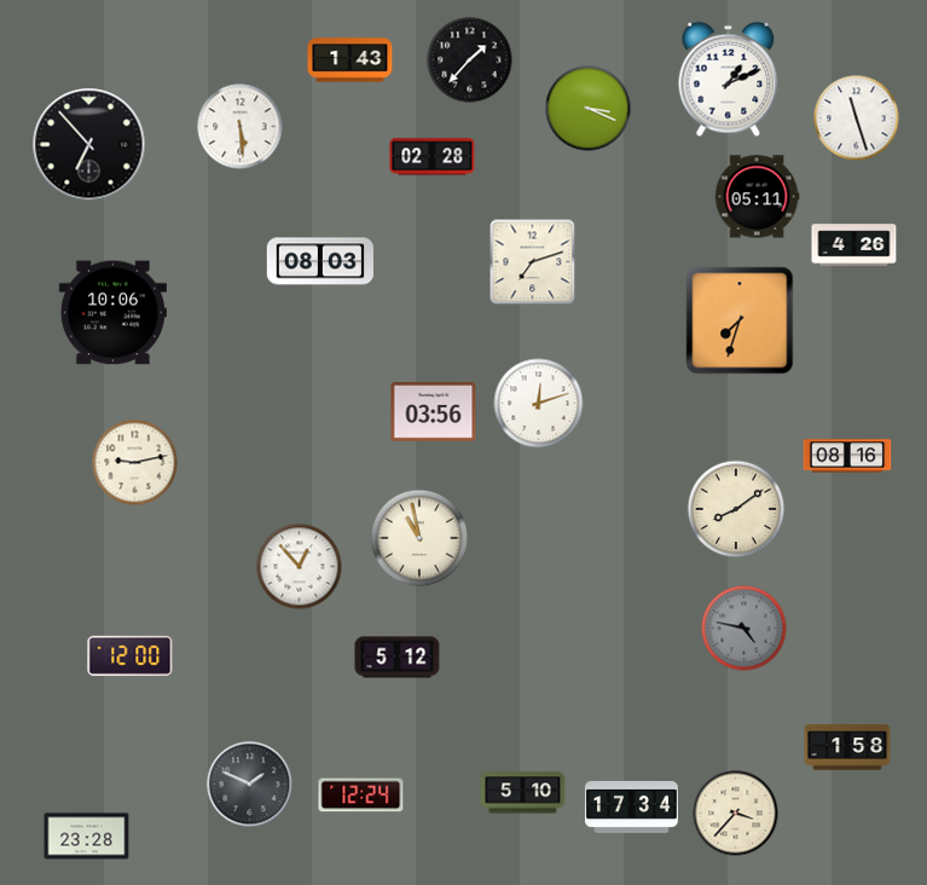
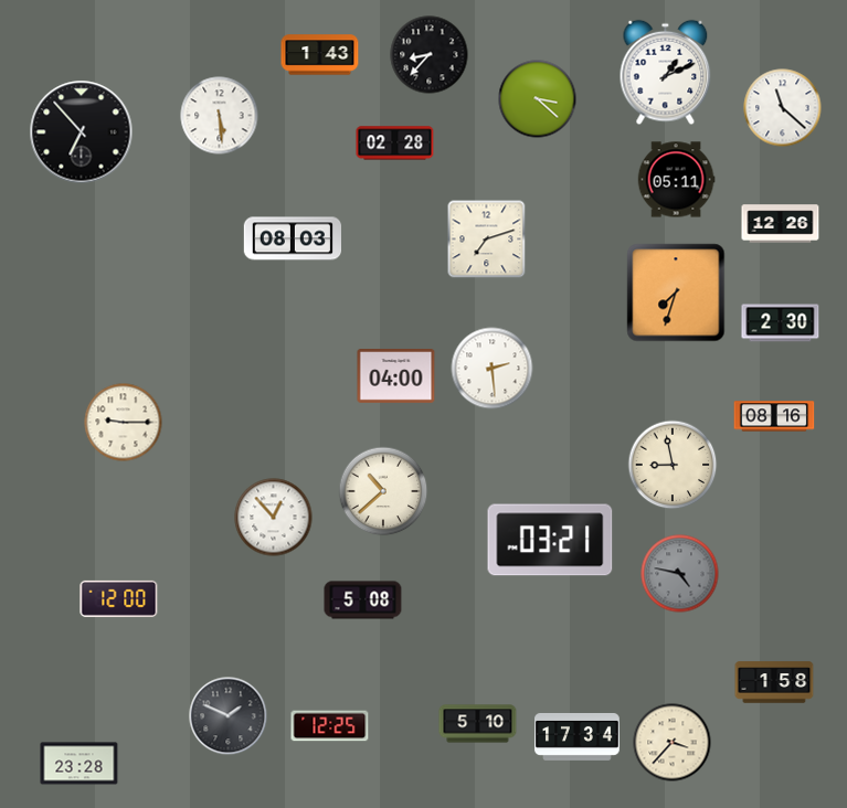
clock at (470, 60): 1:37 -> 8:37
clock at (589, 109): 3:19 -> 3:22
clock at (857, 118): 11:27 -> 11:22
clock at (757, 197) position: (757, 197) -> (676, 180)
clock at (854, 245): 4:26 -> 12:26
clock at (112, 313): 10:06 -> none
clock at (781, 323): none -> 2:30
clock at (539, 404): 12:12 -> 2:29
clock at (434, 412): 03:56 -> 04:00
clock at (135, 463): 9:13 -> 9:15
clock at (736, 509): 8:09 -> 8:58
clock at (419, 538): 10:58 -> 10:38
clock at (550, 540): none -> 03:21
clock at (398, 658): 5:12 -> 5:08
clock at (361, 796): 12:24 -> 12:25
